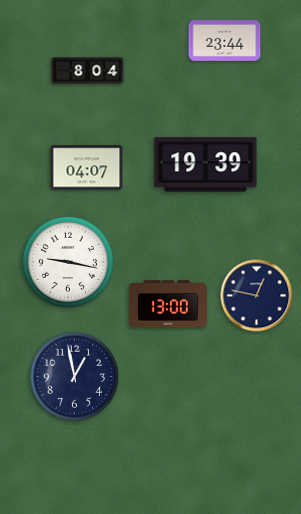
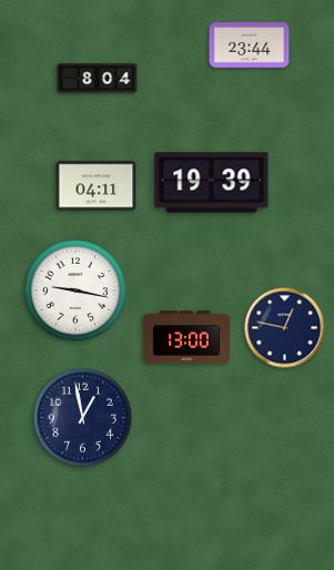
clock at (206, 165) position: (206, 165) -> (212, 183)
clock at (87, 168): 04:07 -> 04:11
